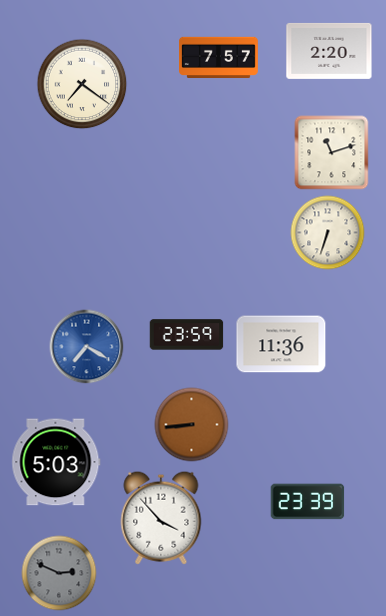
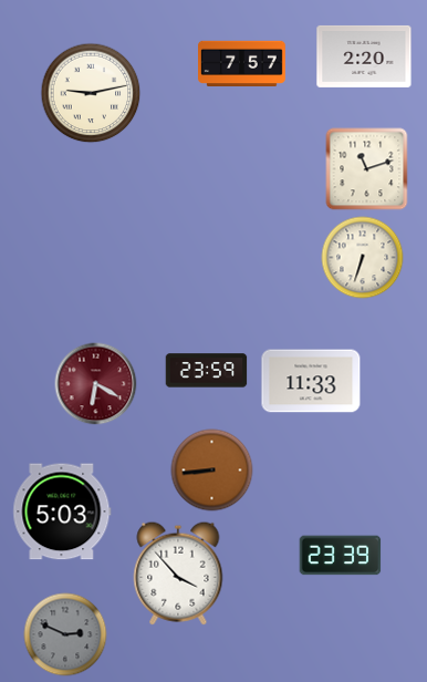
clock at (82, 84): 7:21 -> 9:13
clock at (281, 344): 11:36 -> 11:33
clock at (87, 347): 7:20 -> 6:20
clock at (87, 347) dial: blue -> burgundy
